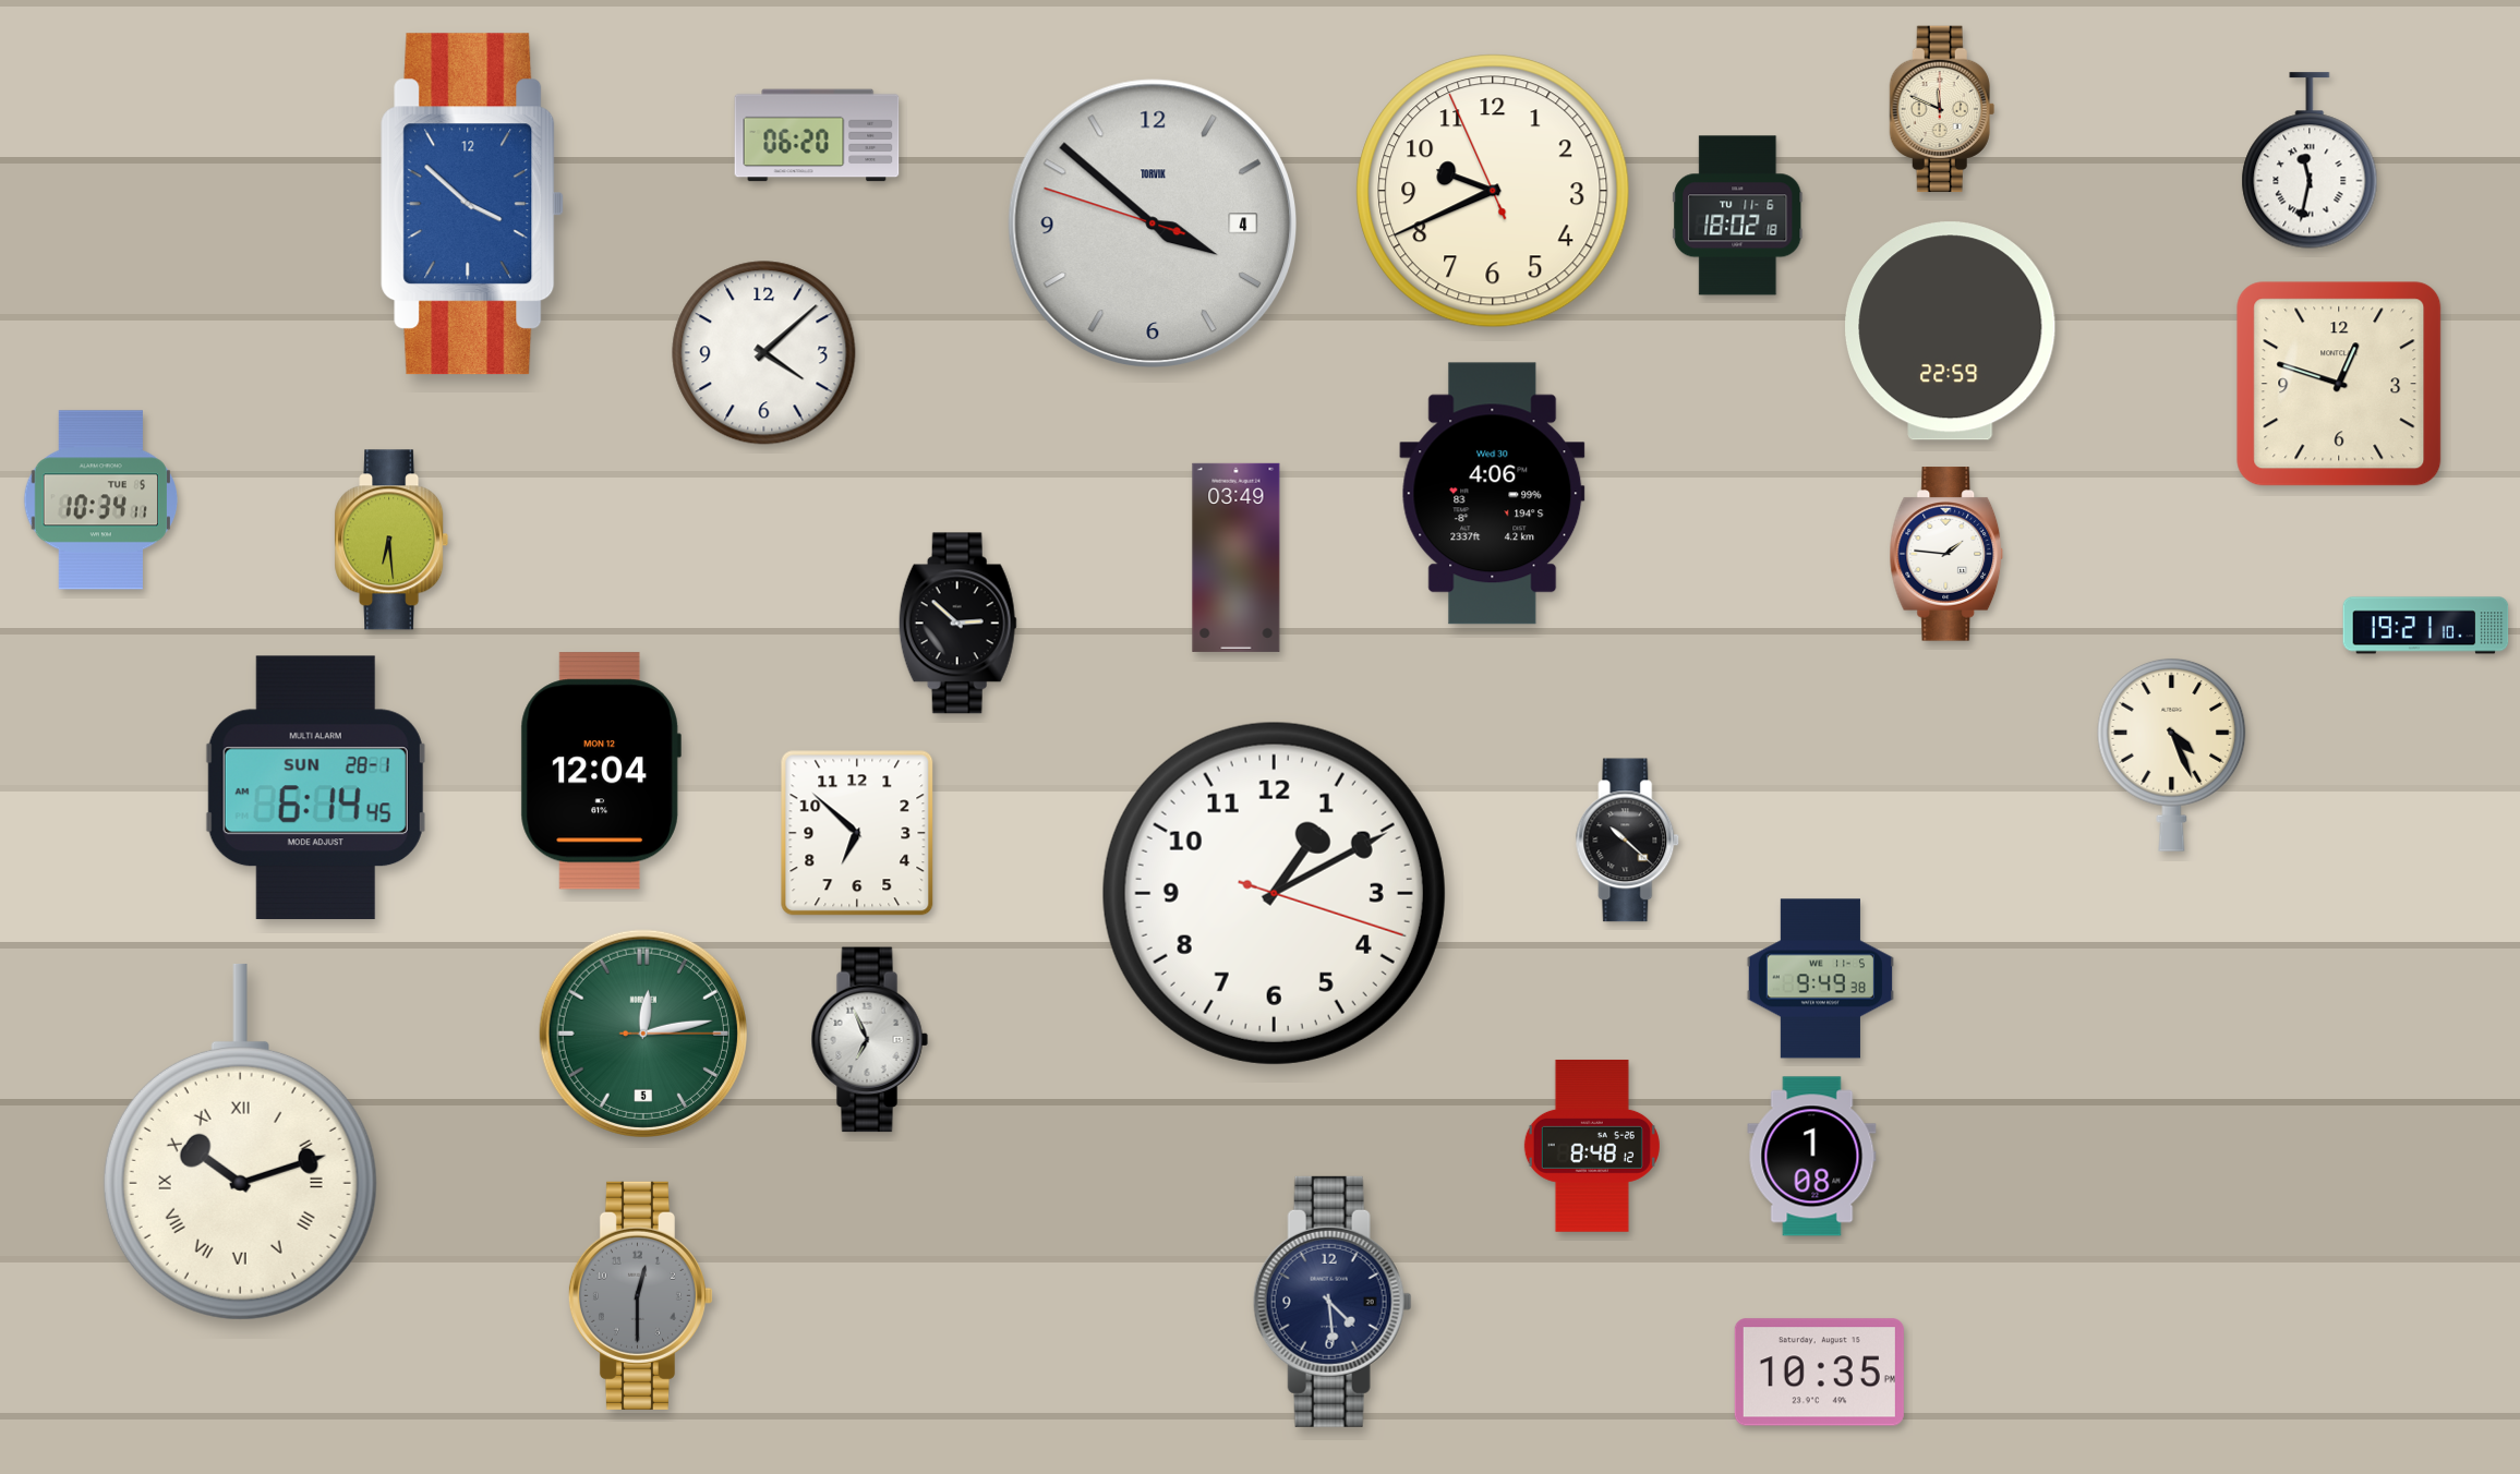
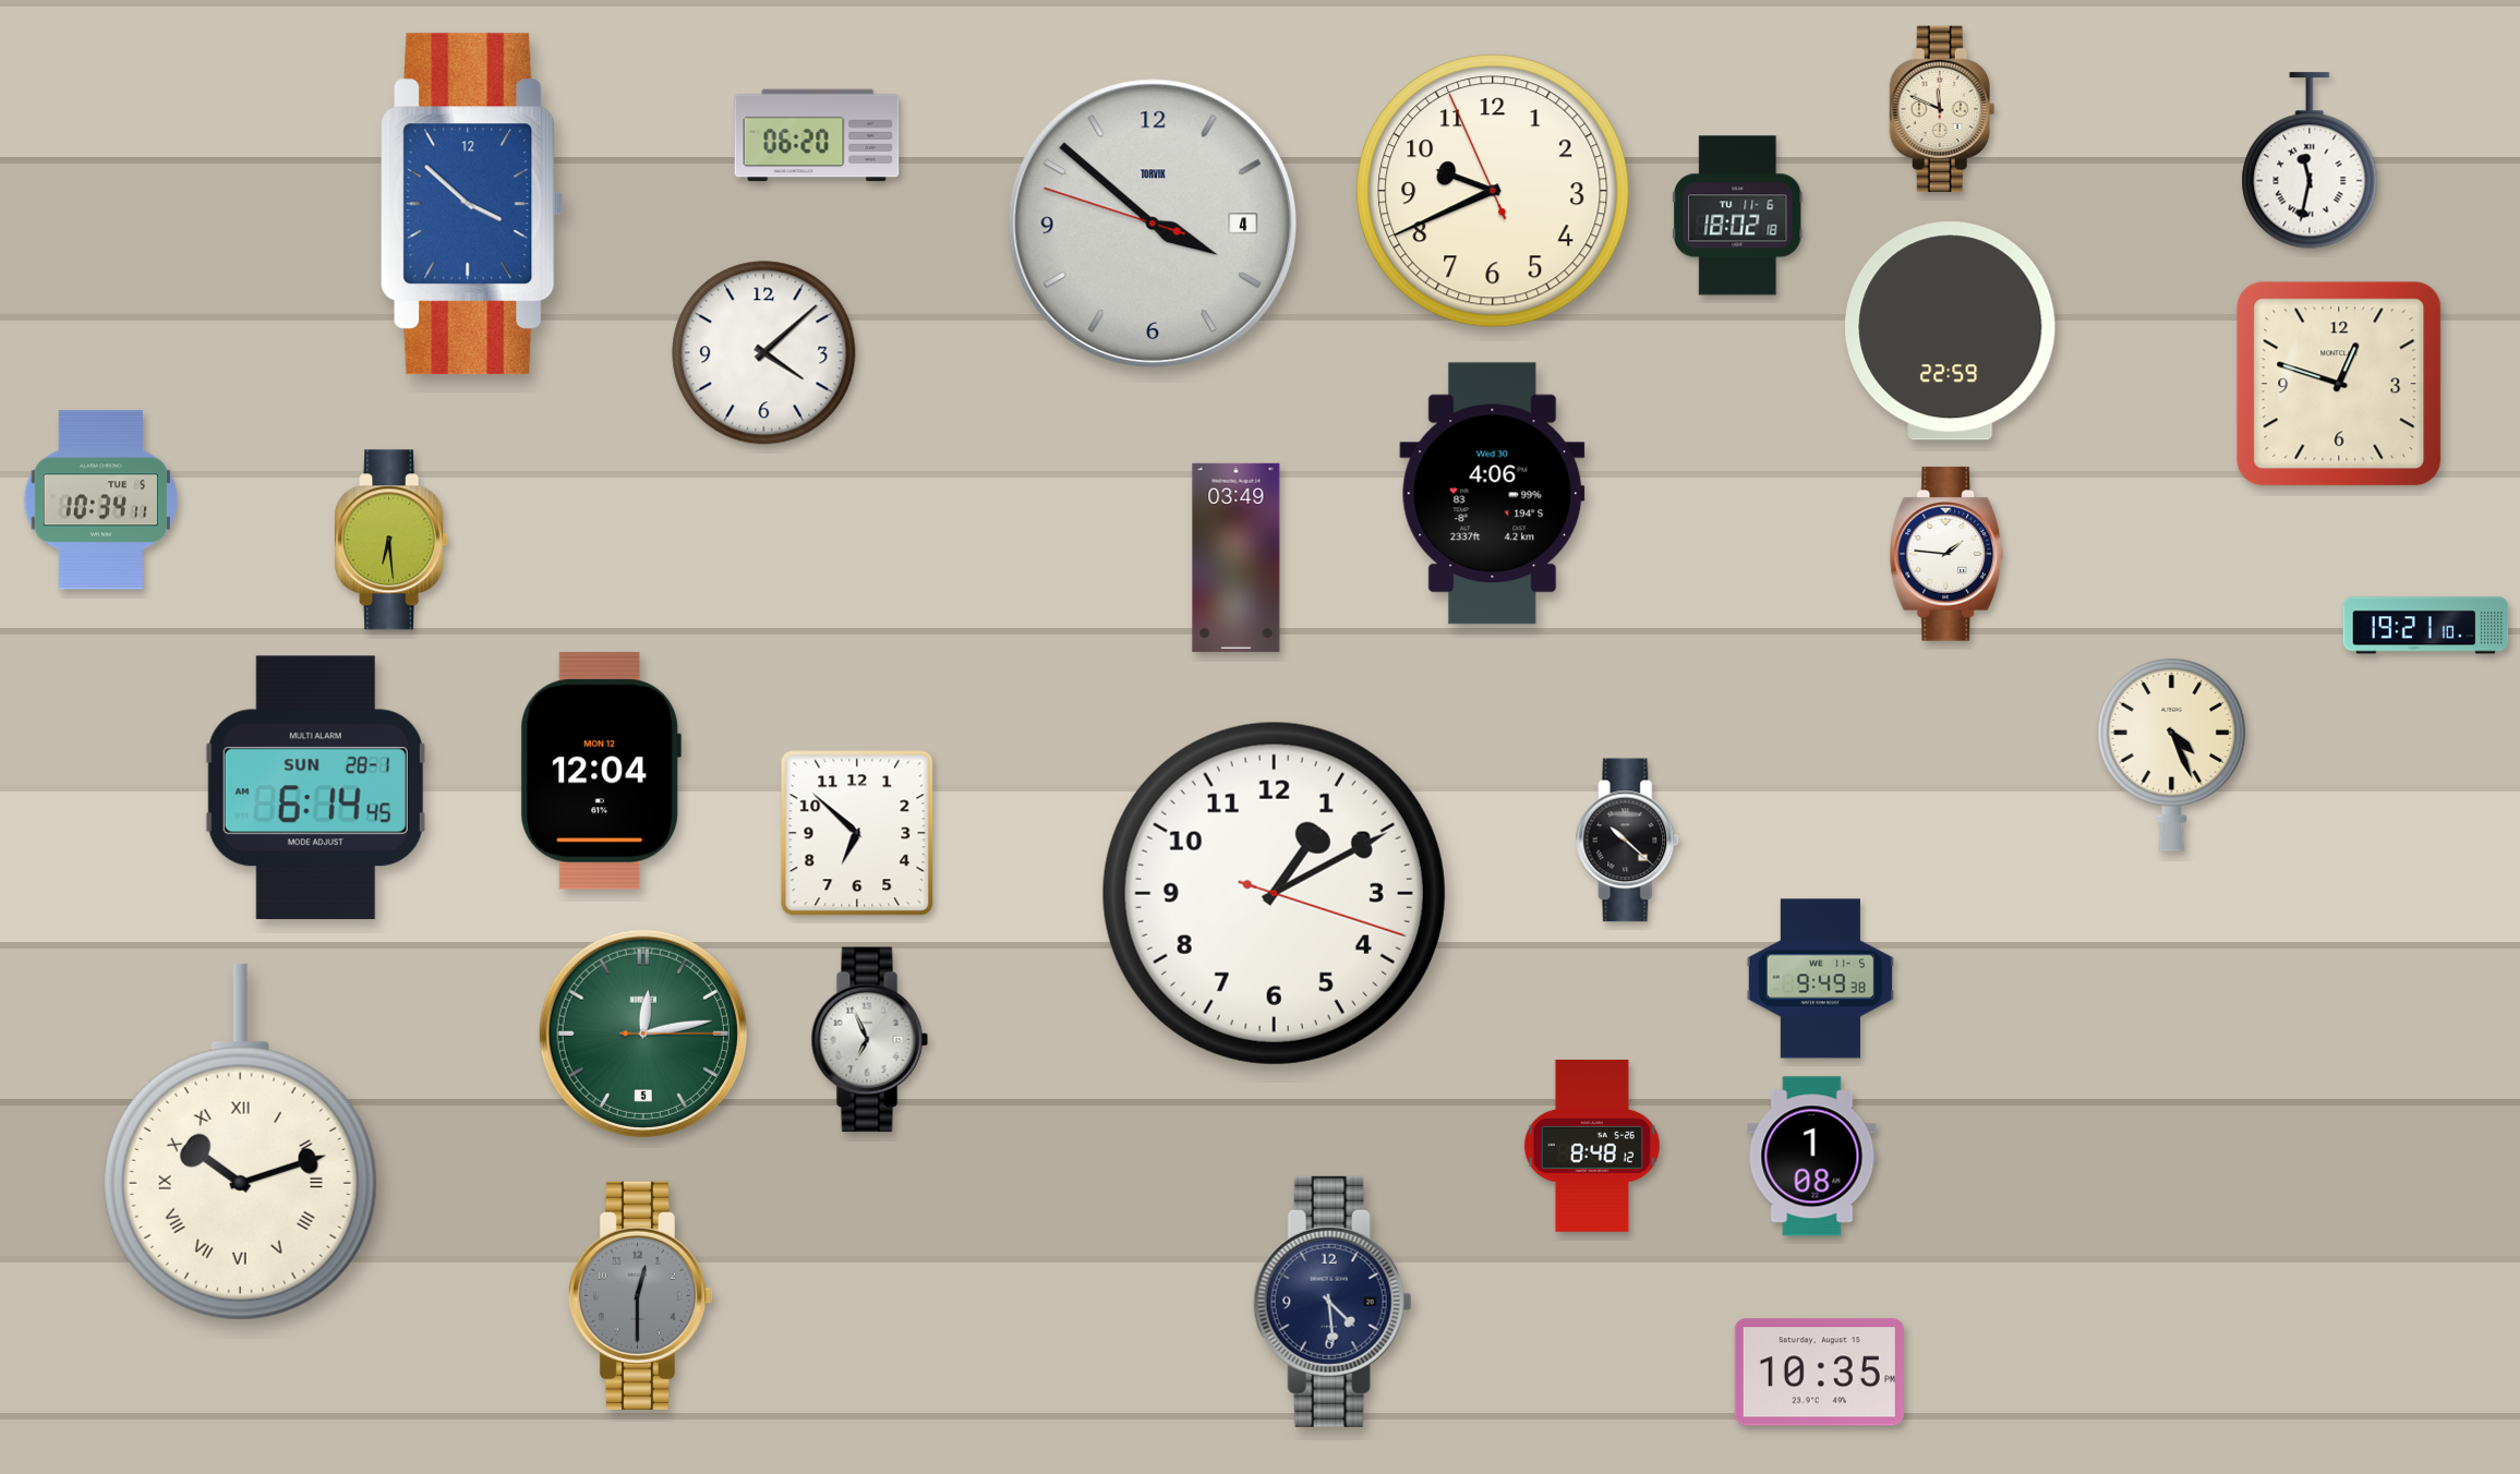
clock at (957, 624): 2:52 -> none
